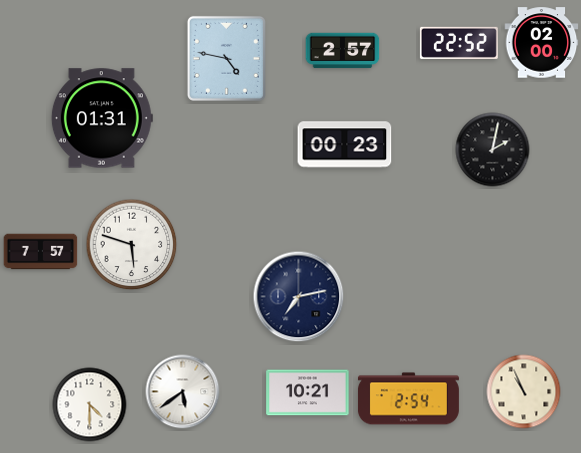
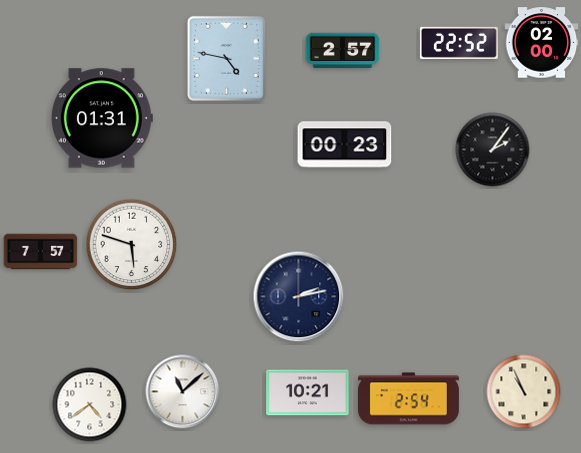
clock at (493, 150): 2:02 -> 2:06
clock at (299, 297): 7:13 -> 2:13
clock at (183, 392): 5:39 -> 11:08
clock at (90, 405): 4:30 -> 4:39
